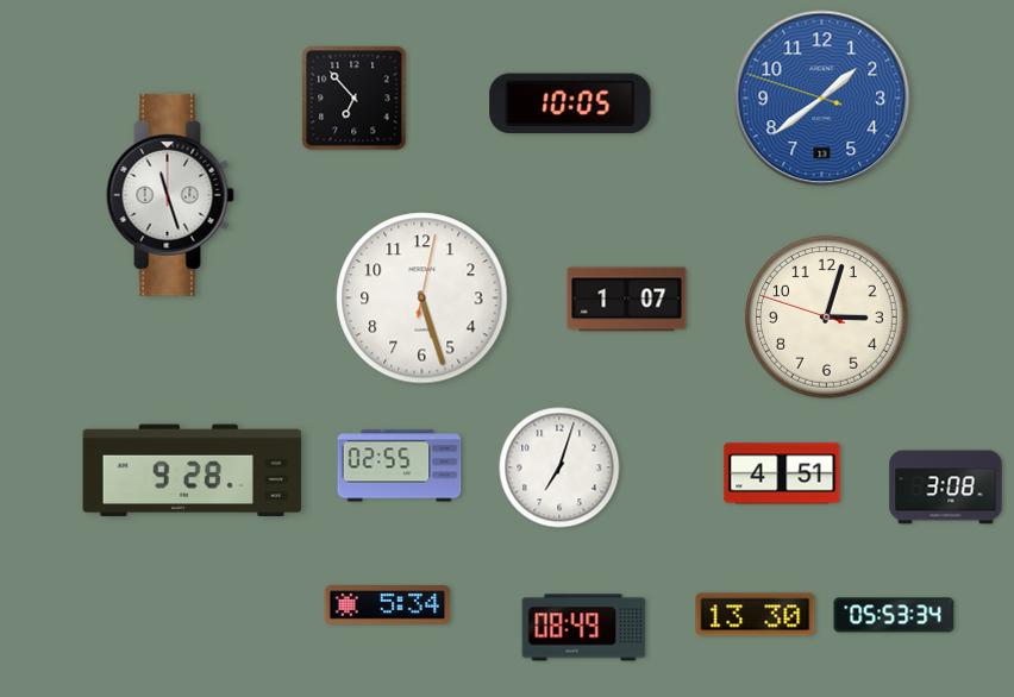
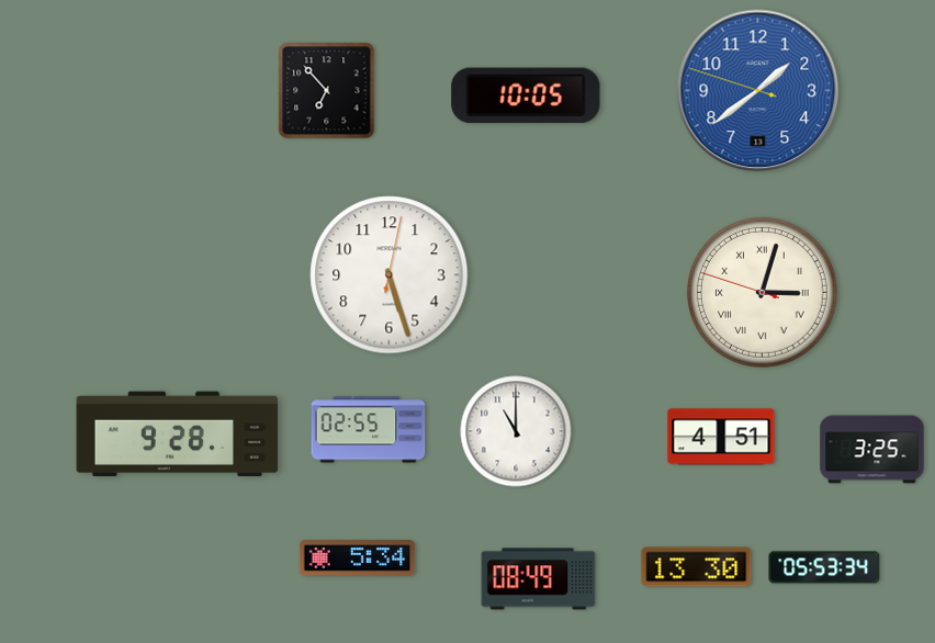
clock at (170, 195): 11:27 -> none
clock at (627, 300): 1:07 -> none
clock at (827, 318) numerals: Arabic -> Roman
clock at (559, 467): 7:03 -> 11:00
clock at (946, 488): 3:08 -> 3:25
